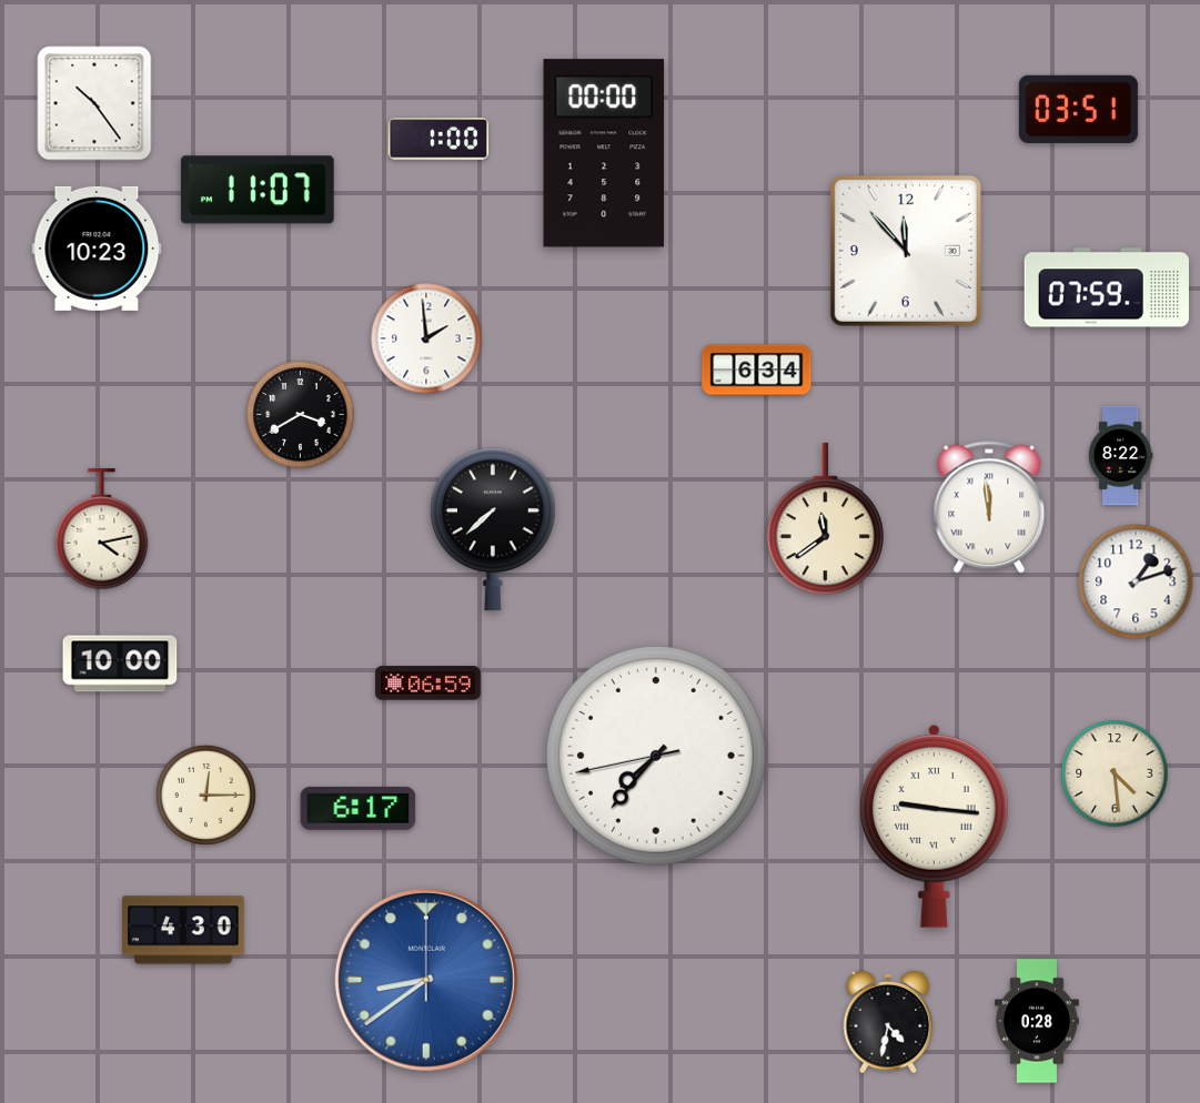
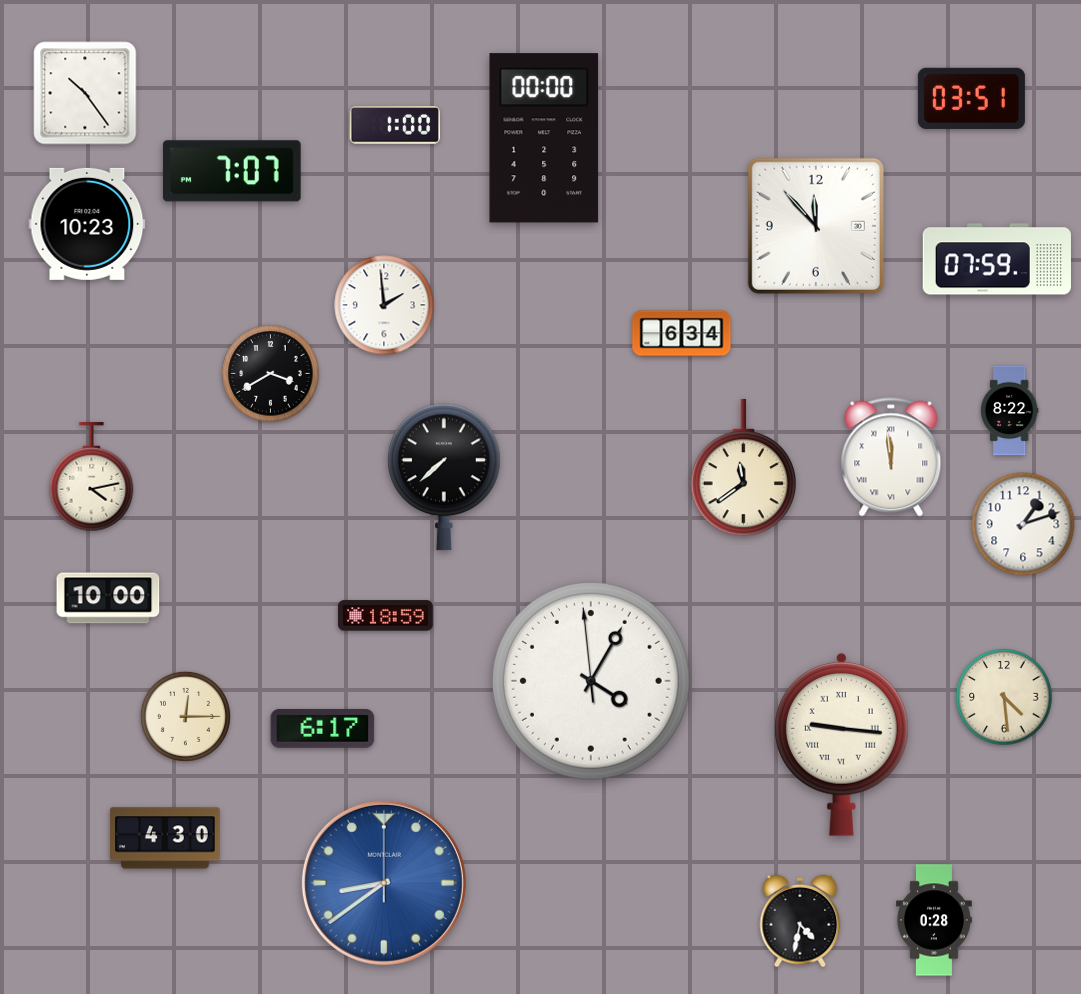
clock at (258, 190): 11:07 -> 7:07
clock at (428, 684): 06:59 -> 18:59
clock at (656, 756): 7:36 -> 4:04
